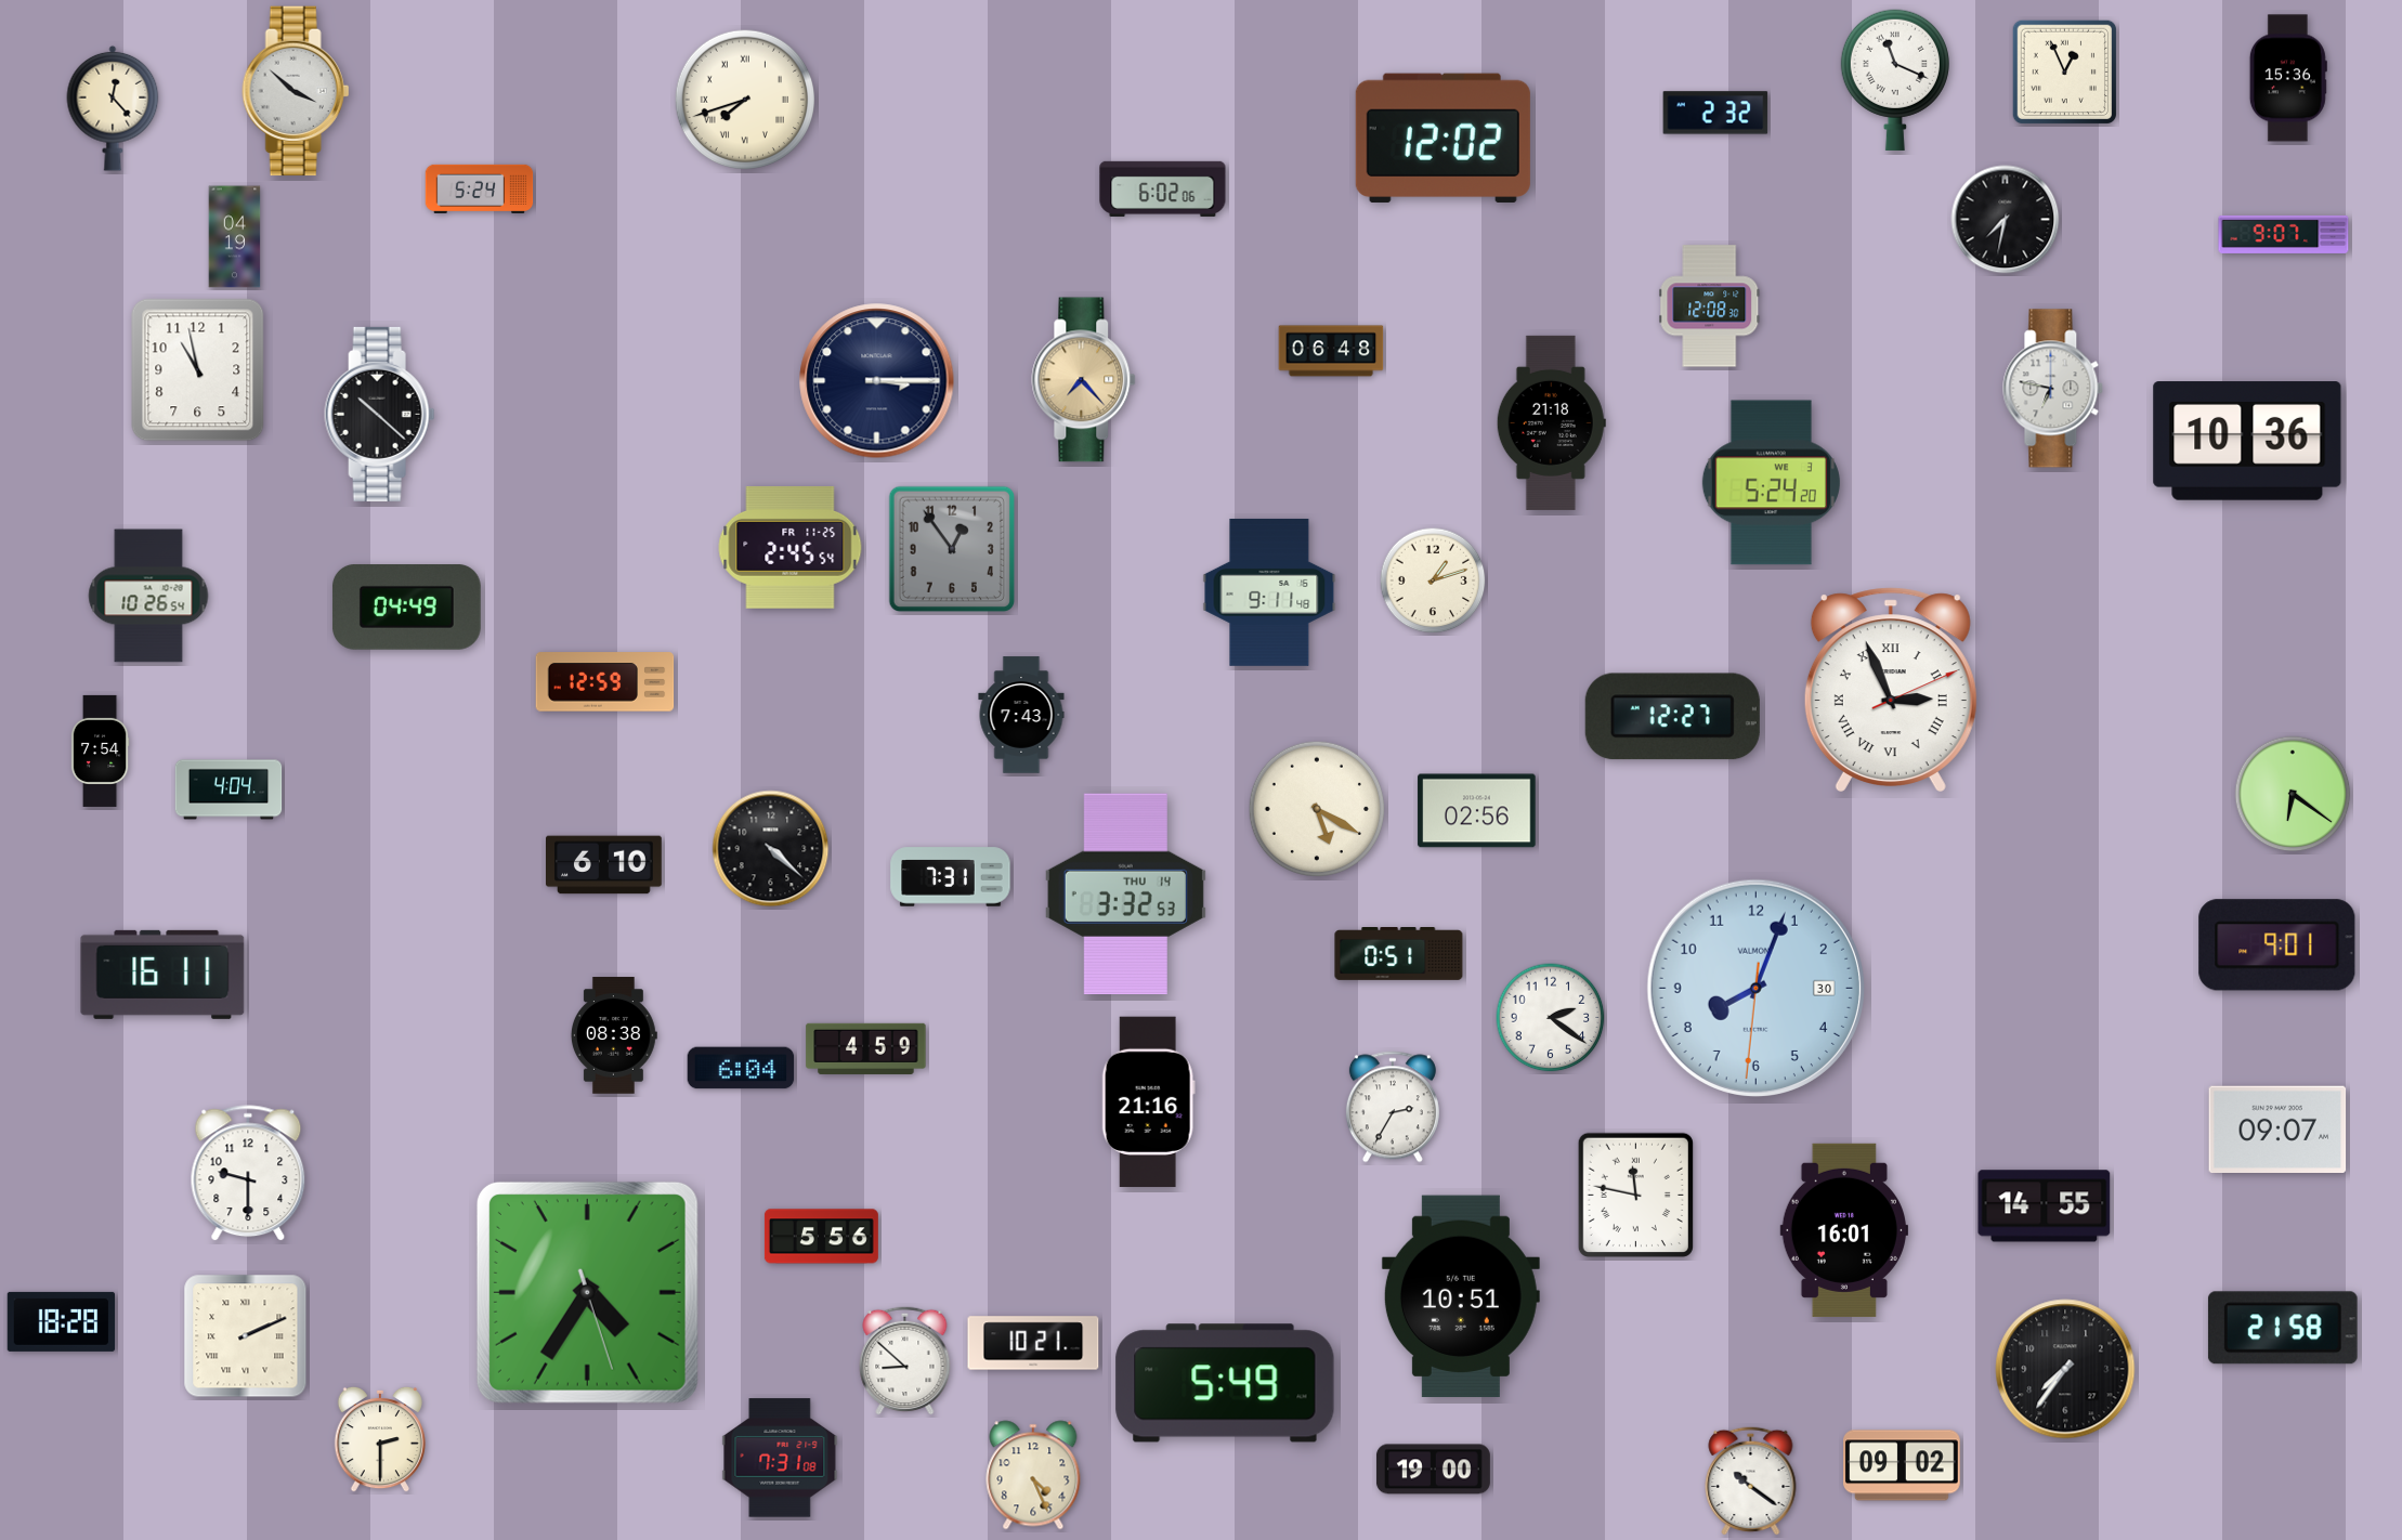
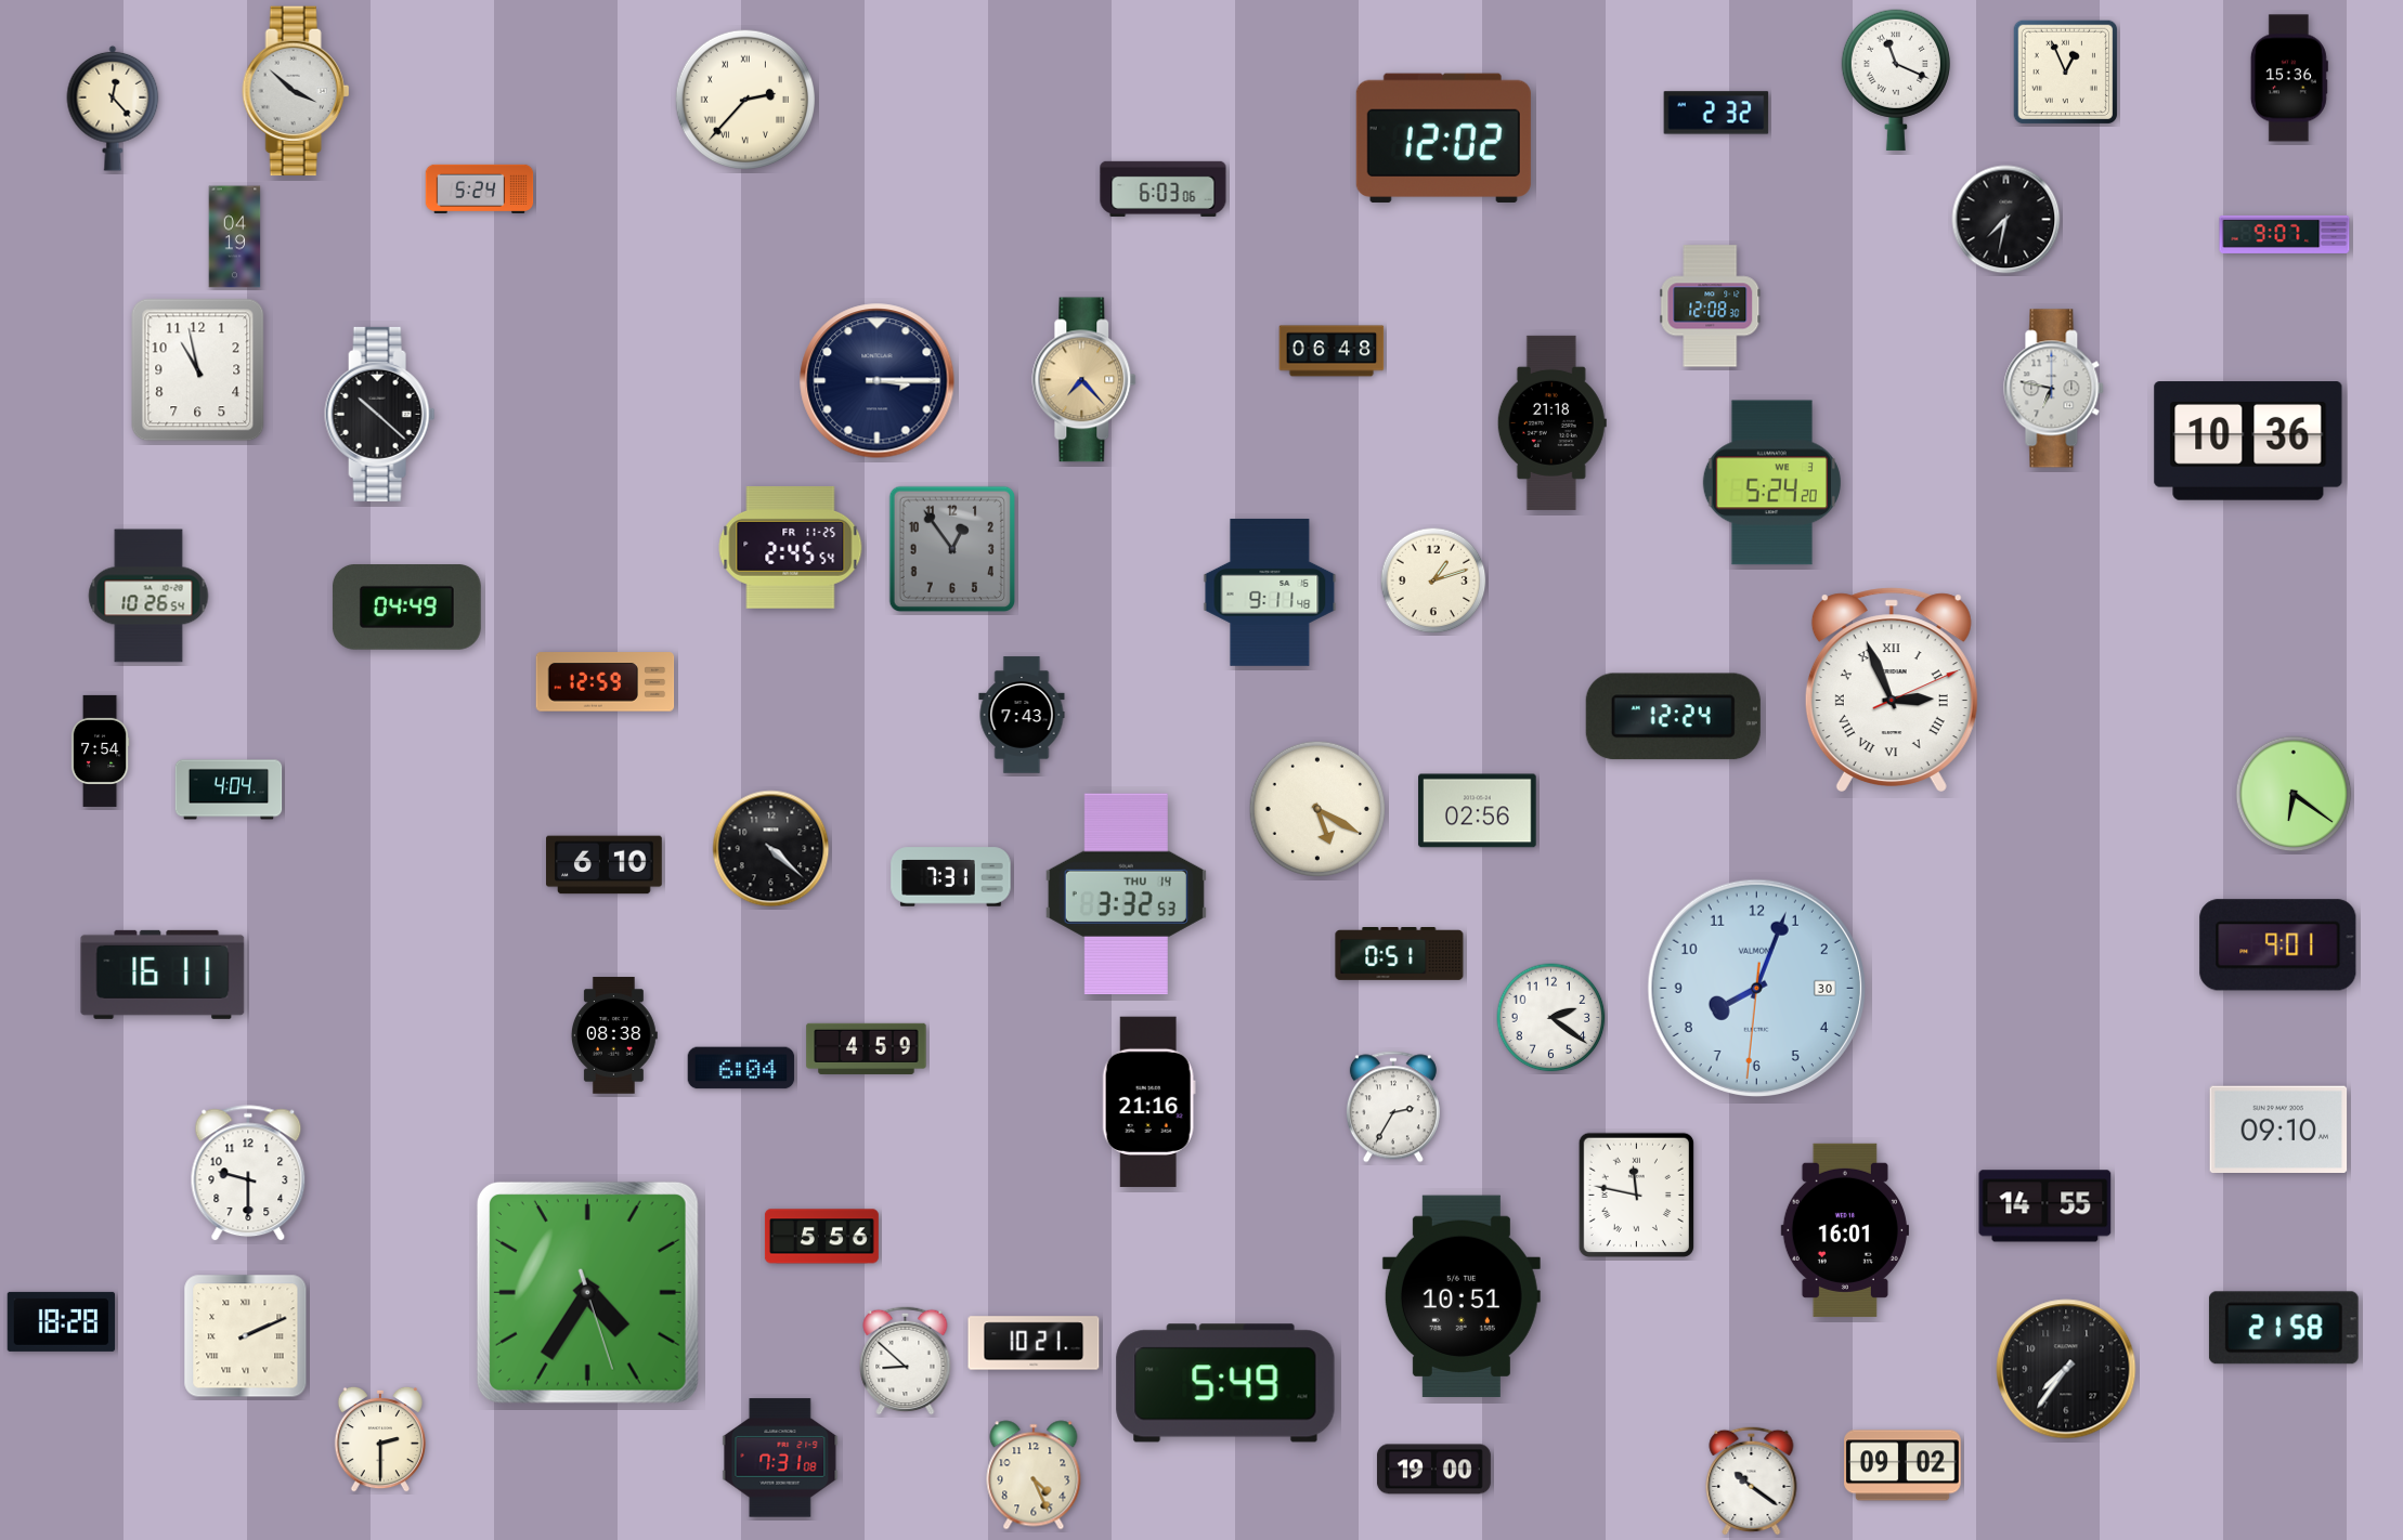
clock at (744, 99): 7:42 -> 2:37
clock at (1163, 188): 6:02 -> 6:03
clock at (1672, 717): 12:27 -> 12:24
clock at (2277, 1128): 09:07 -> 09:10
